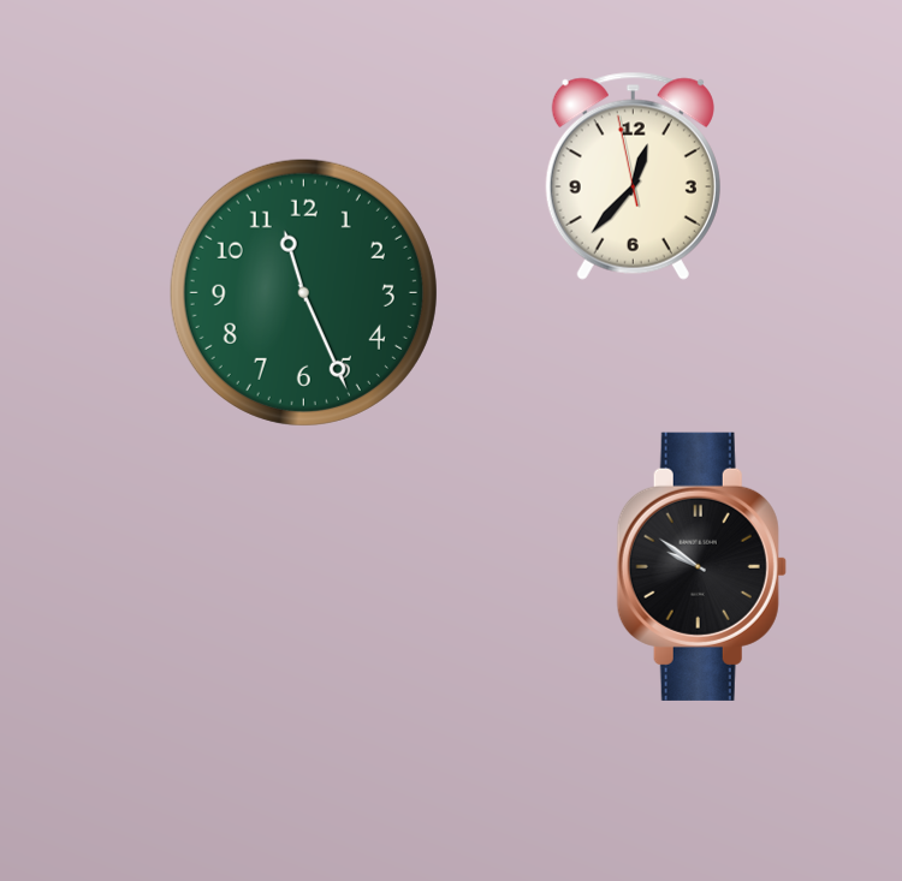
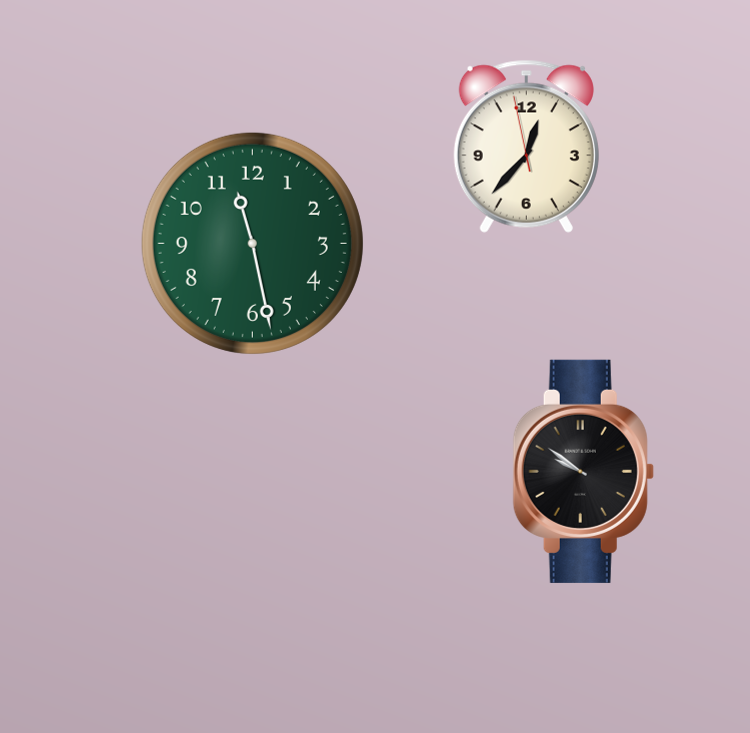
clock at (303, 292): 11:26 -> 11:28
